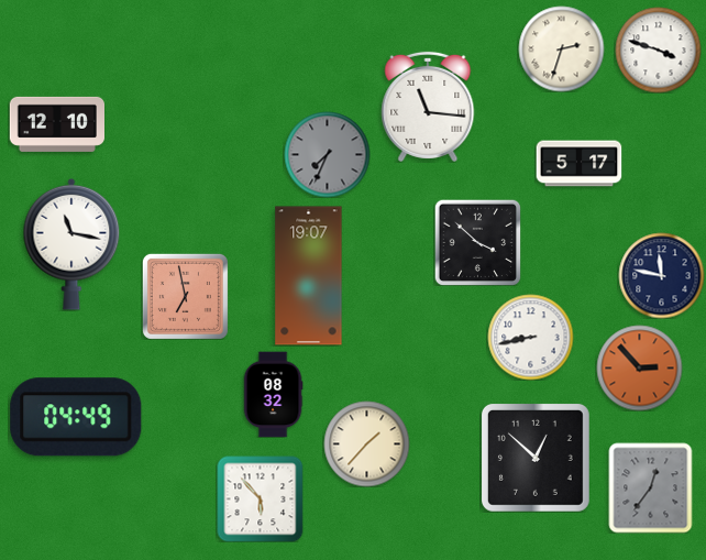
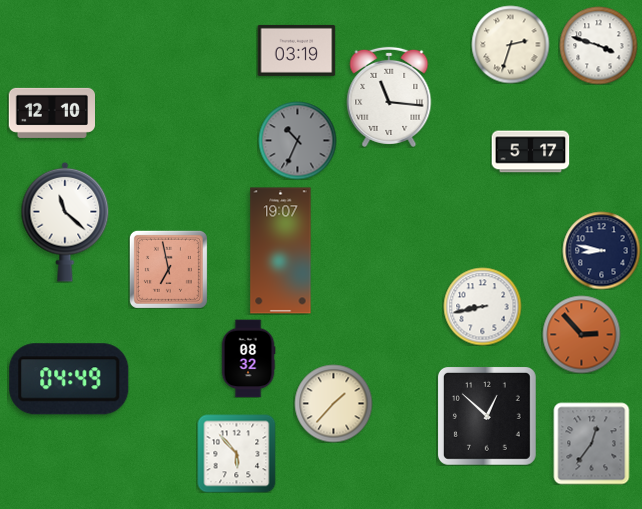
clock at (296, 50): none -> 03:19
clock at (327, 154): 7:34 -> 10:34
clock at (578, 164) position: (578, 164) -> (530, 152)
clock at (477, 242): 3:52 -> none
clock at (71, 244): 11:17 -> 11:22
clock at (661, 275): 11:47 -> 8:47
